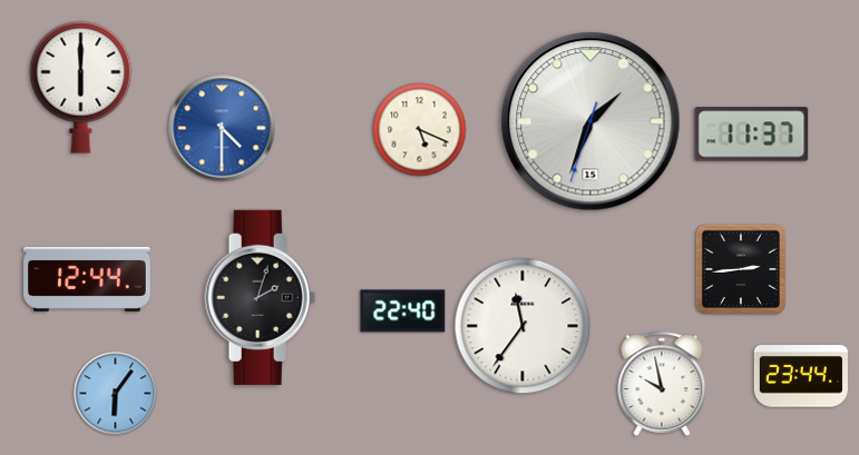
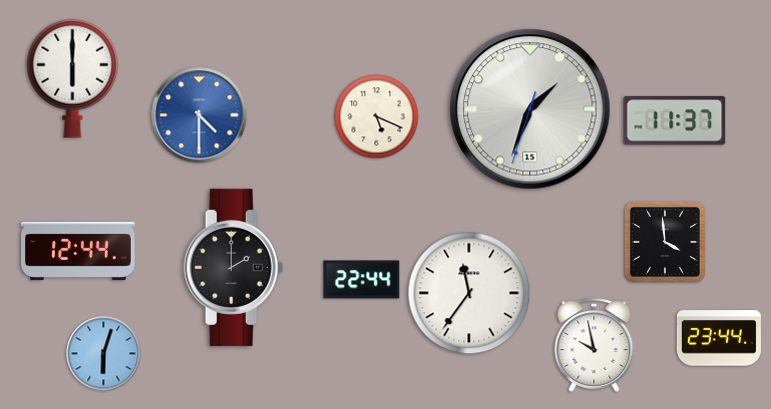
clock at (741, 269): 2:44 -> 3:59
clock at (261, 297): 2:03 -> 2:00
clock at (403, 311): 22:40 -> 22:44
clock at (116, 394): 6:06 -> 6:03
